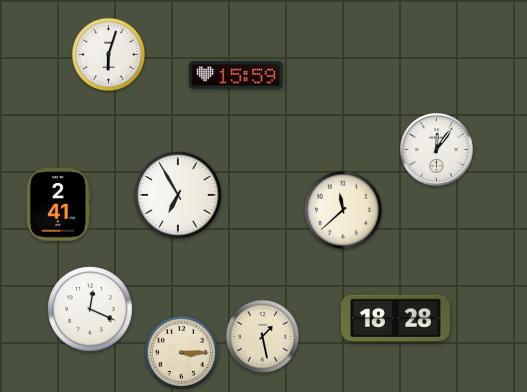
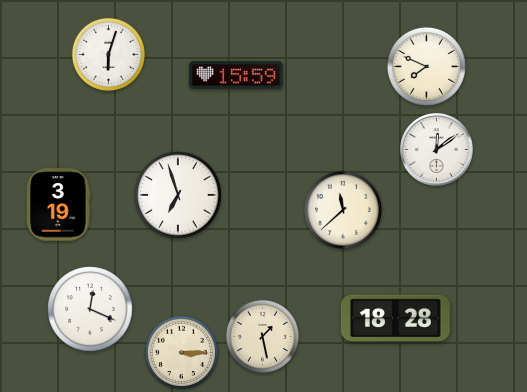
clock at (426, 66): none -> 7:49
clock at (437, 150): 12:06 -> 12:09
clock at (178, 195): 6:55 -> 6:57
clock at (59, 205): 2:41 -> 3:19
